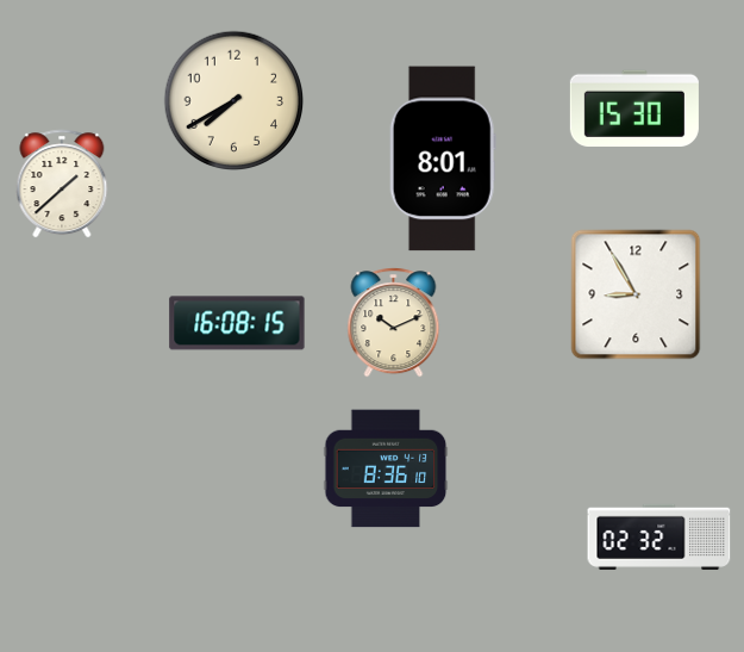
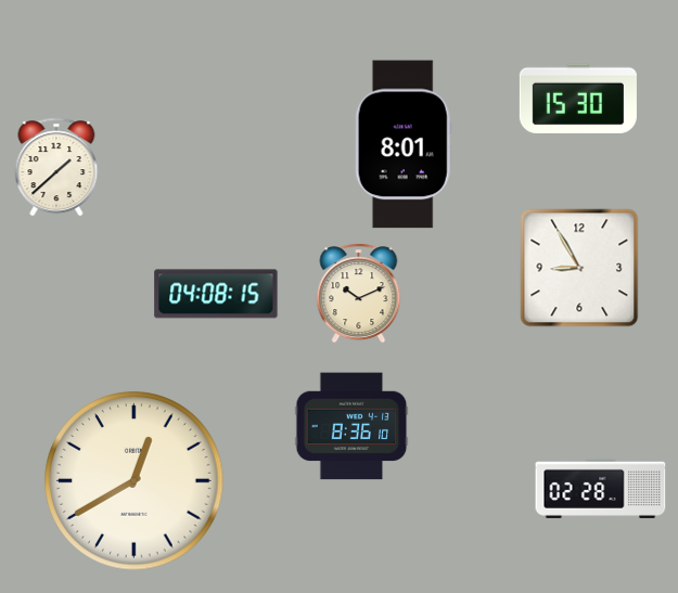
clock at (235, 101): 7:40 -> none
clock at (237, 323): 16:08 -> 04:08
clock at (135, 481): none -> 12:40
clock at (659, 536): 02:32 -> 02:28
